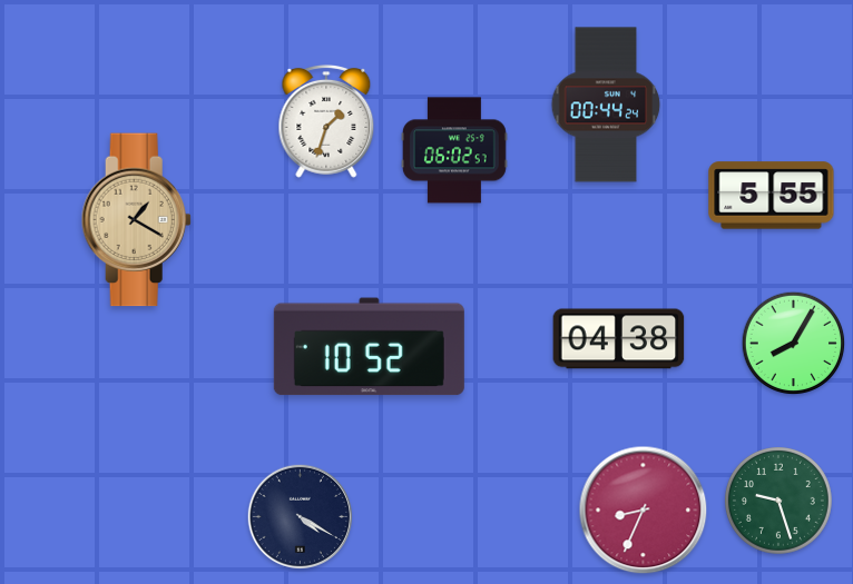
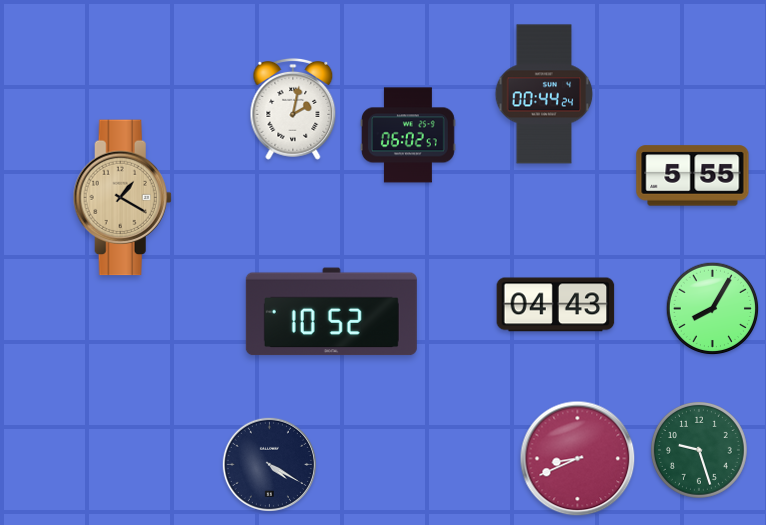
clock at (326, 121): 1:33 -> 2:02
clock at (619, 339): 04:38 -> 04:43
clock at (644, 511): 8:34 -> 8:41
